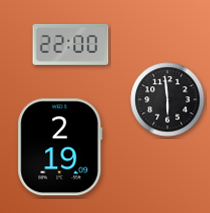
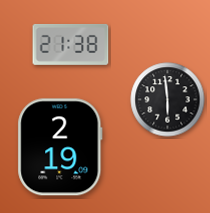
clock at (71, 44): 22:00 -> 21:38
